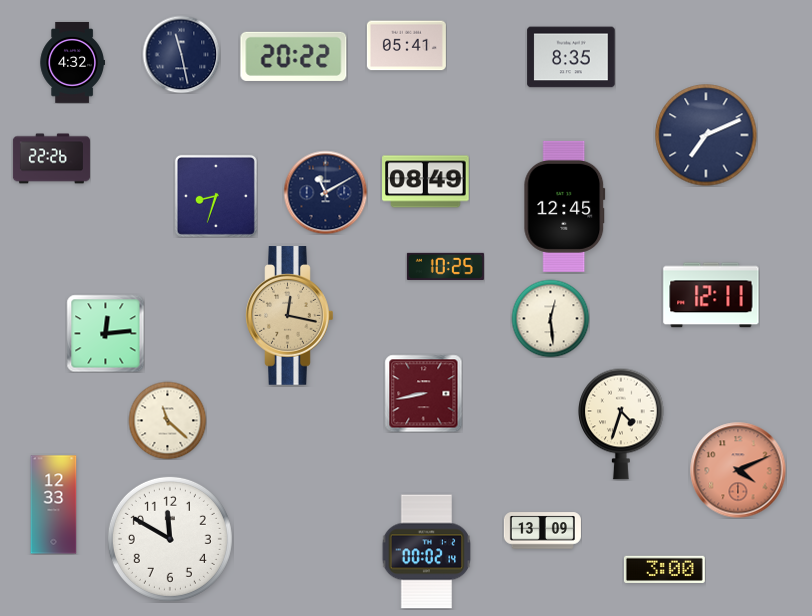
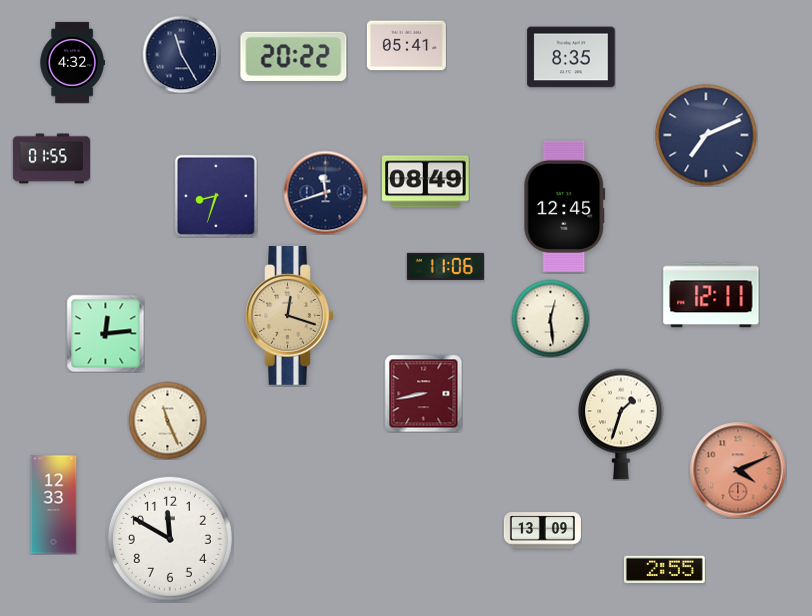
clock at (181, 54): 11:28 -> 11:25
clock at (51, 159): 22:26 -> 01:55
clock at (325, 192): 11:10 -> 11:42
clock at (445, 266): 10:25 -> 11:06
clock at (290, 316): 12:17 -> 12:18
clock at (167, 420): 11:22 -> 11:26
clock at (622, 424): 4:33 -> 1:33
clock at (427, 552): 00:02 -> none
clock at (664, 569): 3:00 -> 2:55
